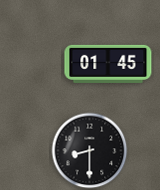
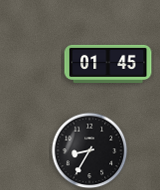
clock at (90, 151): 8:30 -> 8:35
